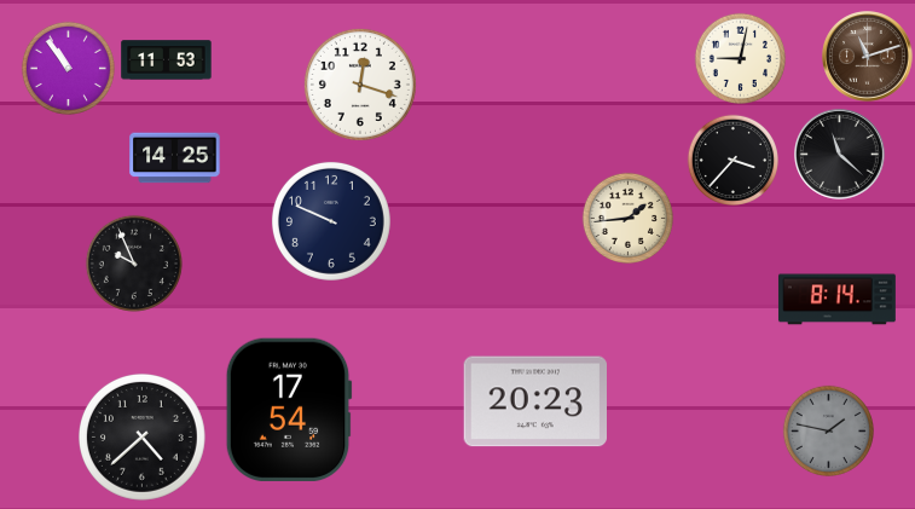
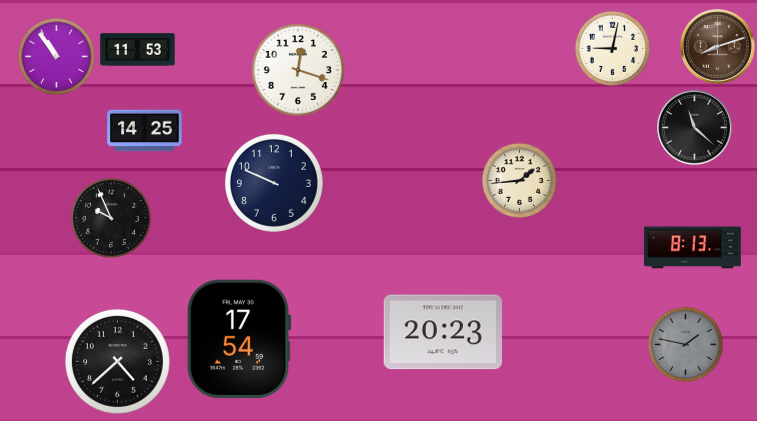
clock at (868, 57): 11:12 -> 8:12
clock at (732, 160): 3:37 -> none
clock at (836, 300): 8:14 -> 8:13
clock at (828, 430) position: (828, 430) -> (685, 344)
